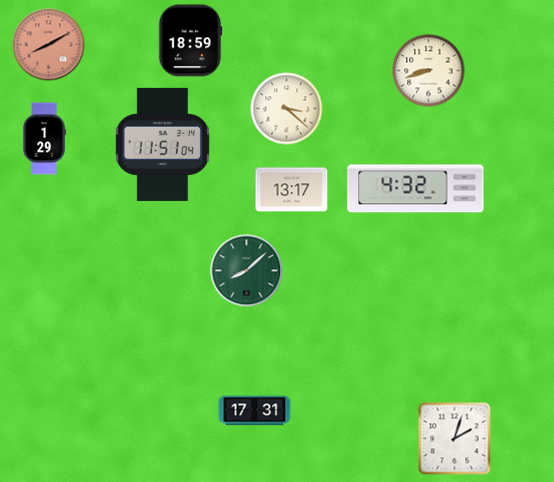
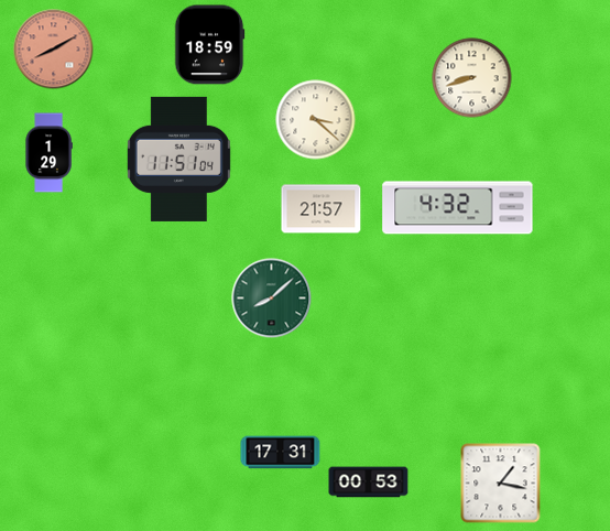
clock at (292, 190): 13:17 -> 21:57
clock at (369, 483): none -> 00:53
clock at (455, 439): 2:03 -> 1:17
